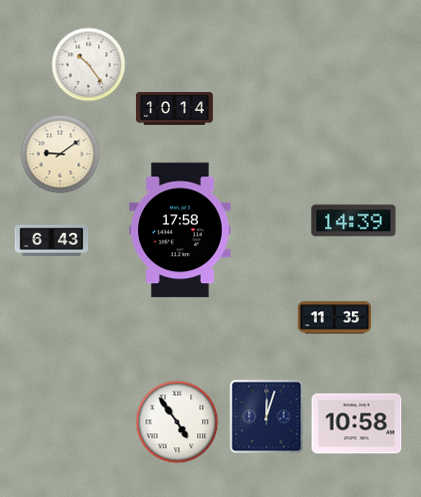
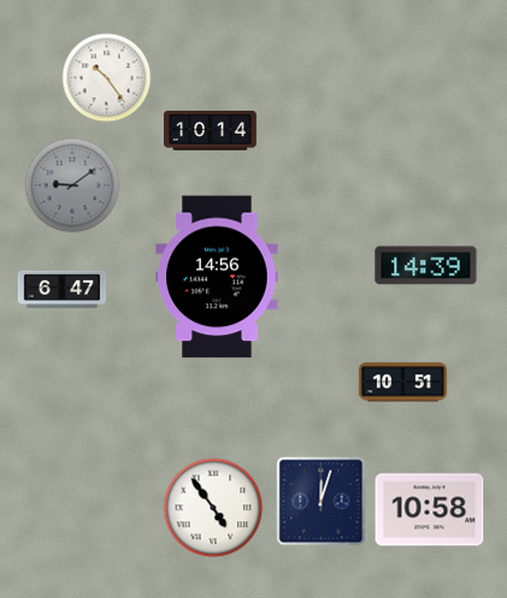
clock at (60, 154) dial: cream -> grey
clock at (180, 230): 17:58 -> 14:56
clock at (52, 240): 6:43 -> 6:47
clock at (335, 318): 11:35 -> 10:51
